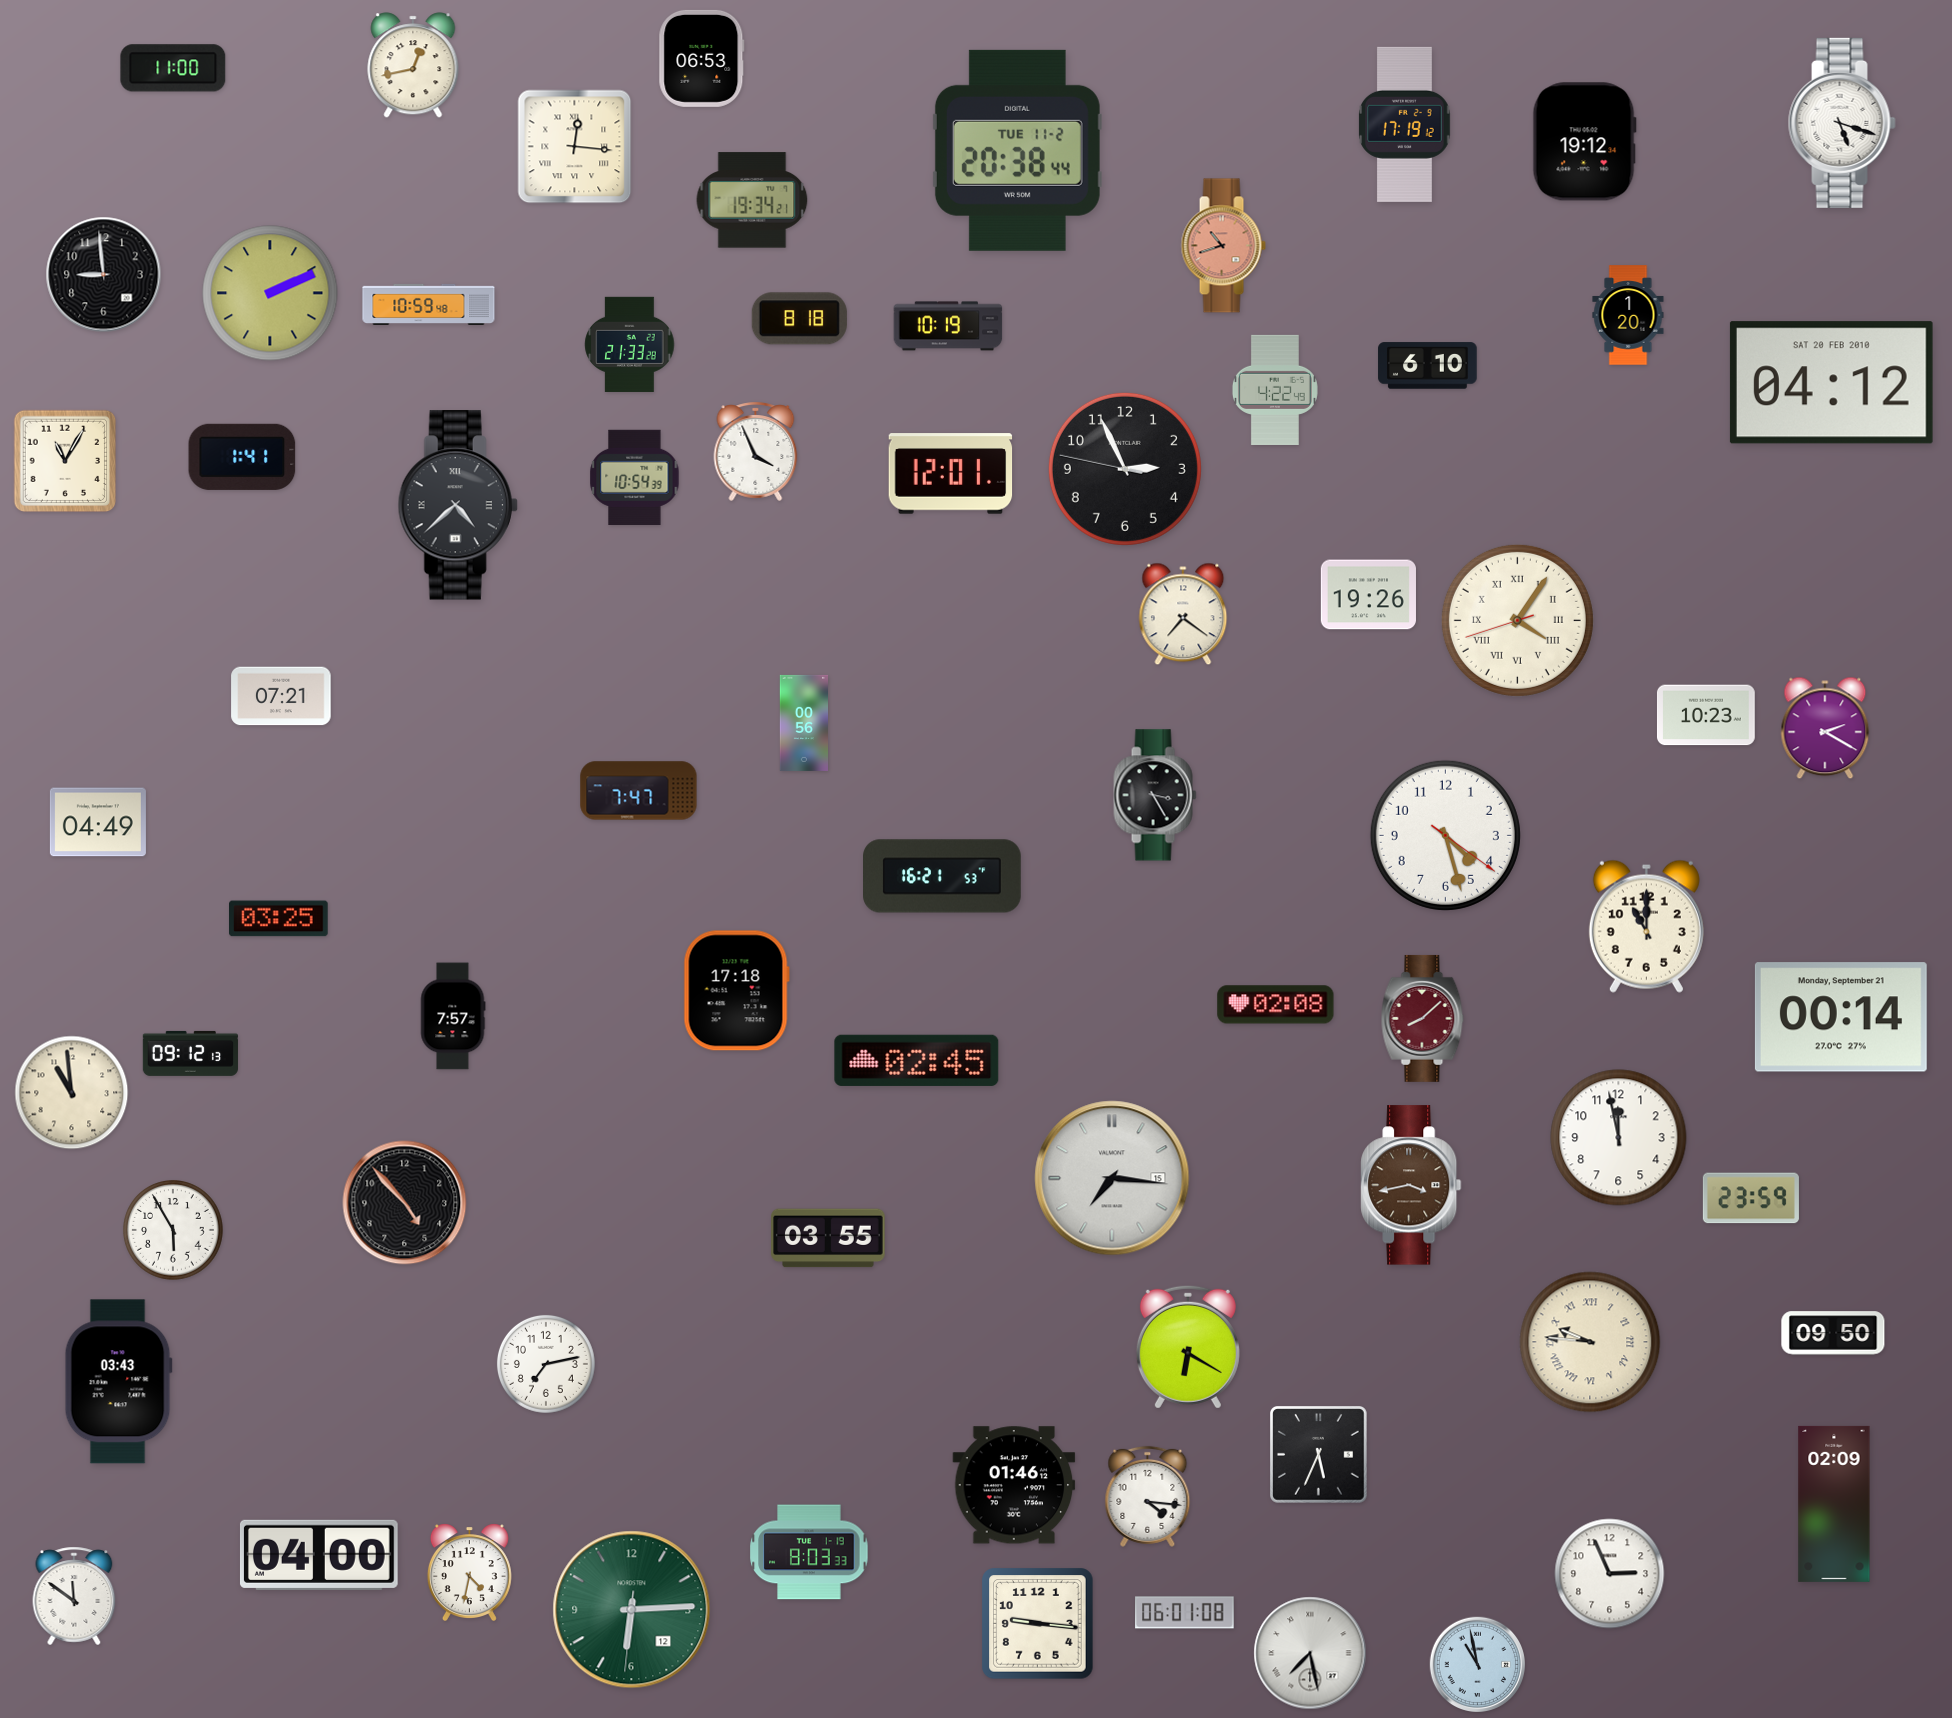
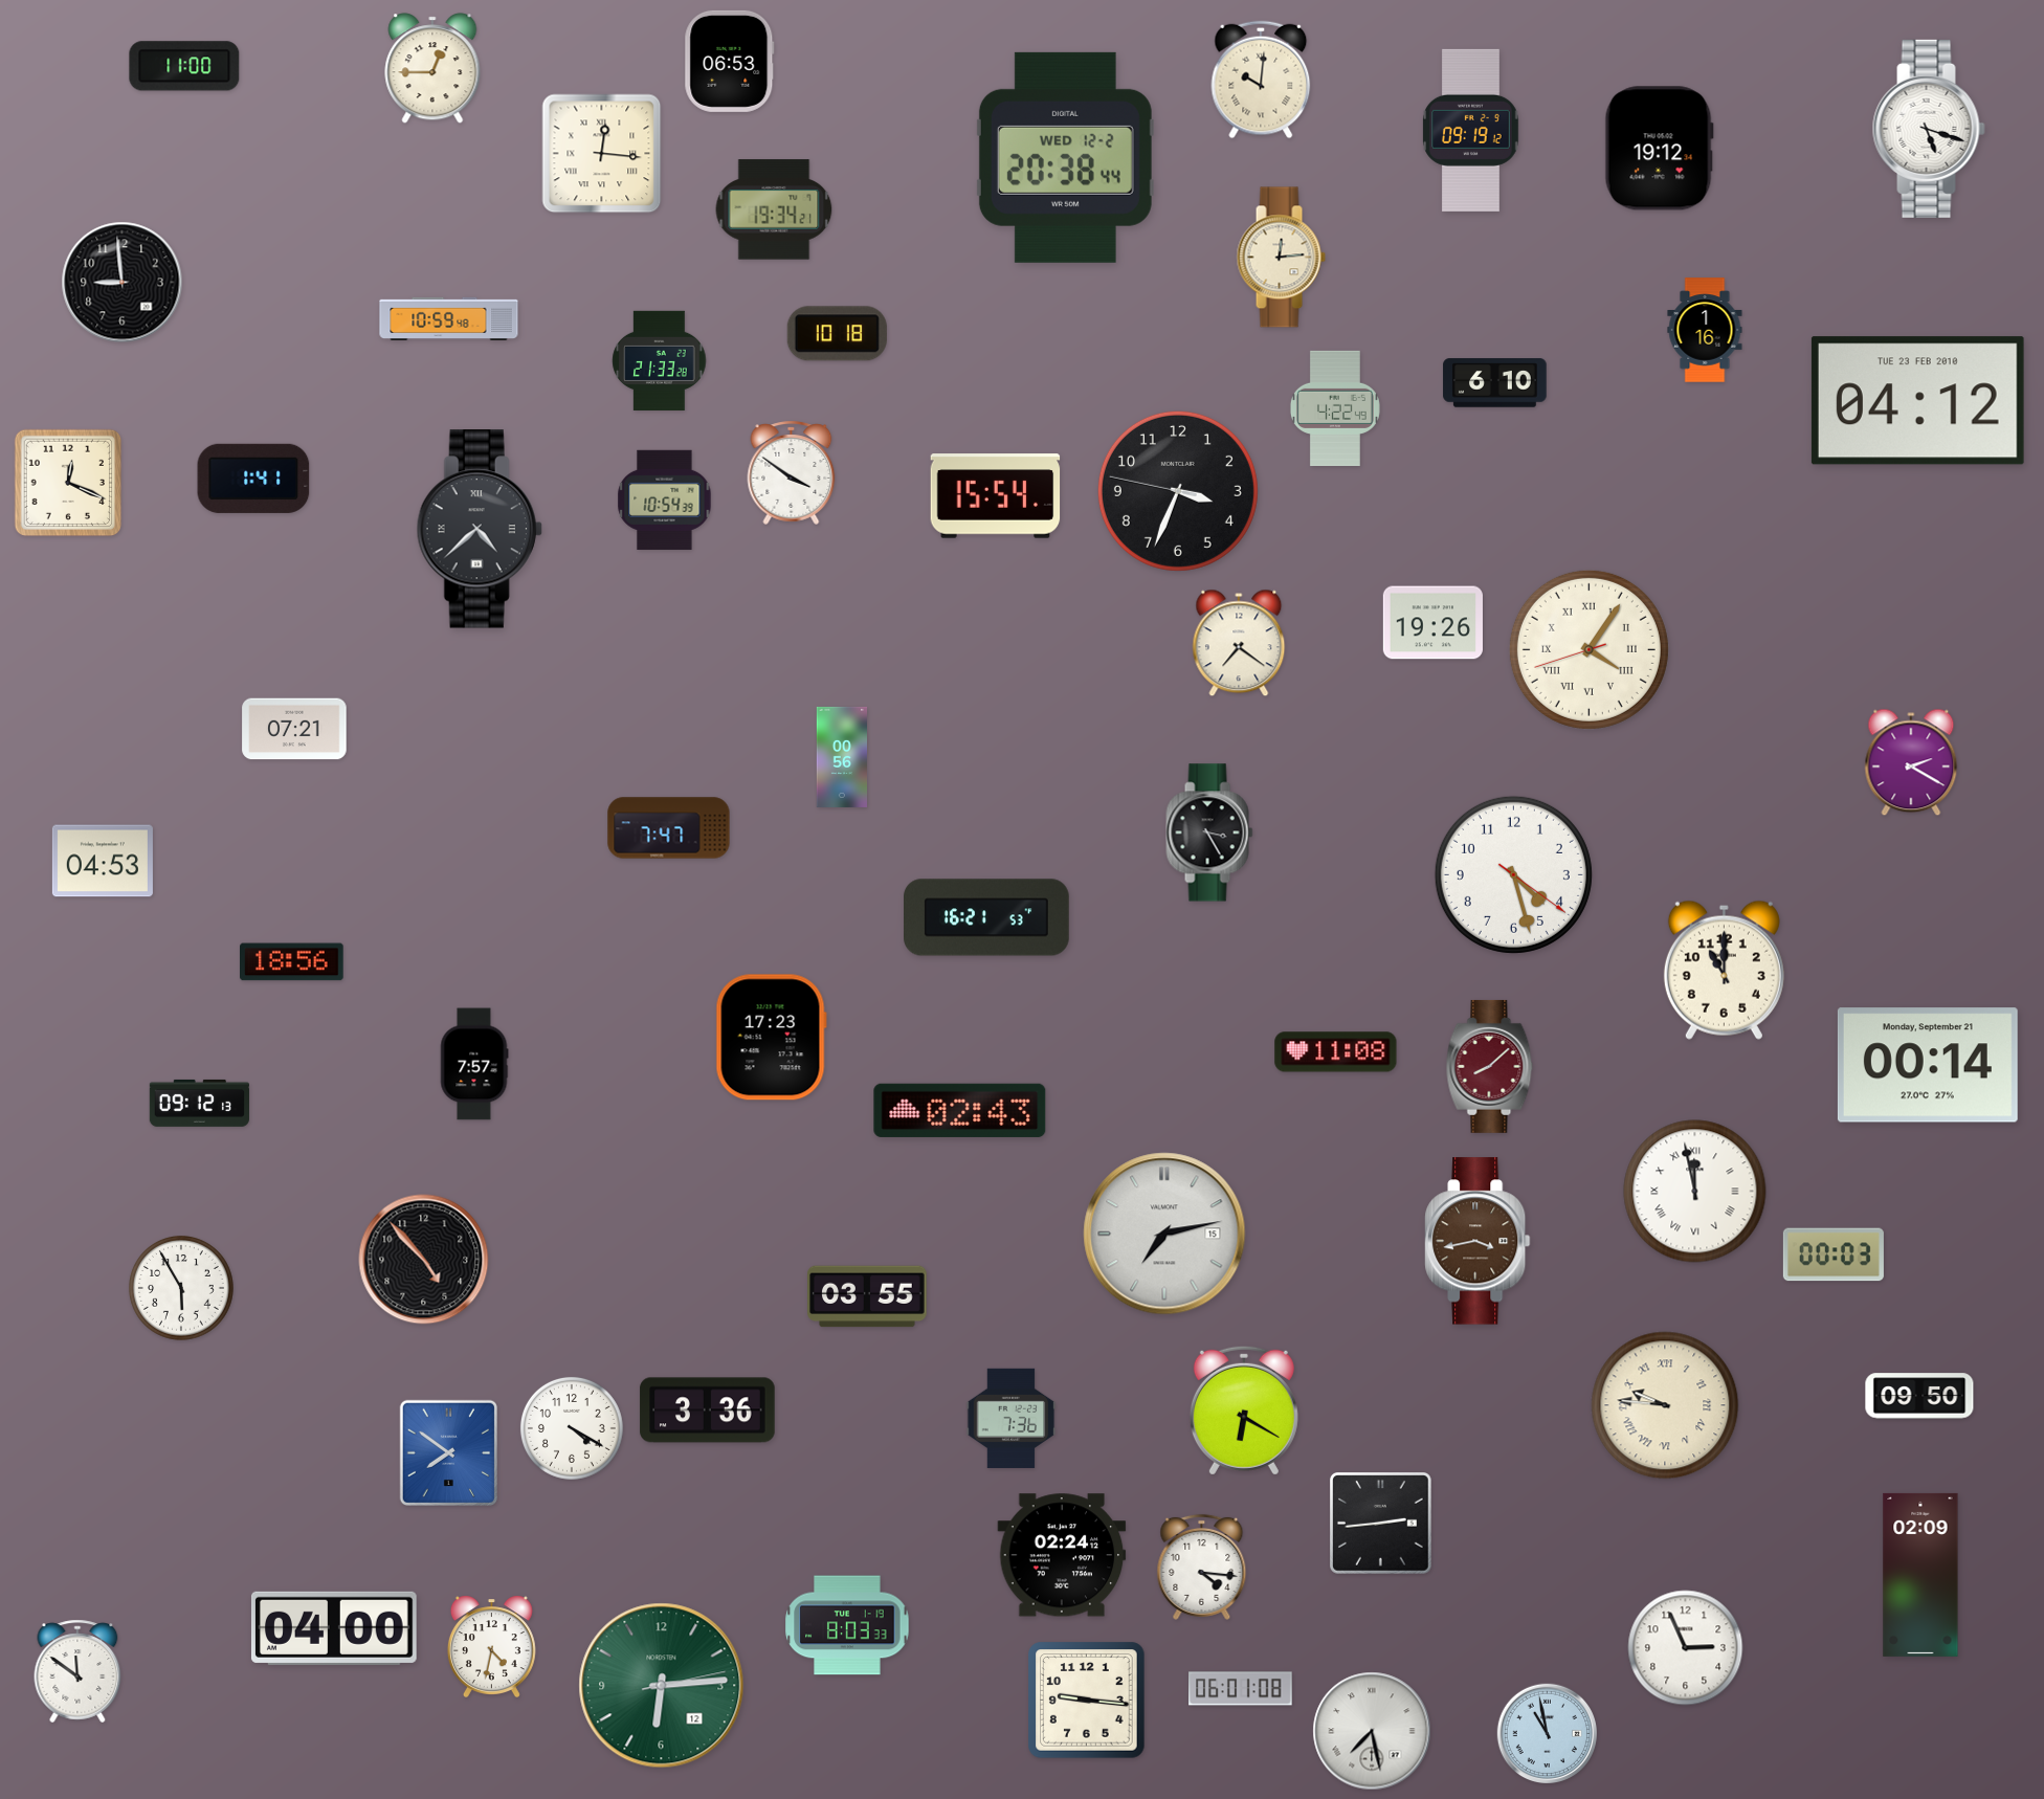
clock at (702, 58) position: (702, 58) -> (730, 61)
clock at (413, 65): 12:43 -> 12:45
clock at (173, 68) position: (173, 68) -> (184, 66)
clock at (1261, 80): none -> 10:01
clock at (1405, 124): 17:19 -> 09:19
clock at (1017, 150) date: TUE 11-2 -> WED 12-2
clock at (752, 200) position: (752, 200) -> (774, 209)
clock at (1223, 246): 10:42 -> 12:14
clock at (1223, 246) dial: salmon -> cream
clock at (104, 275) position: (104, 275) -> (123, 283)
clock at (270, 293): 2:11 -> none
clock at (1628, 315): 1:20 -> 1:16
clock at (799, 319): 8:18 -> 10:18
clock at (948, 326): 10:19 -> none
clock at (1831, 383) date: SAT 20 FEB 2010 -> TUE 23 FEB 2010
clock at (756, 451): 3:56 -> 3:51
clock at (65, 461): 11:05 -> 12:19
clock at (1125, 469): 2:55 -> 3:33
clock at (951, 474): 12:01 -> 15:54
clock at (1706, 715): 10:23 -> none
clock at (98, 822): 04:49 -> 04:53
clock at (279, 919): 03:25 -> 18:56
clock at (736, 991): 17:18 -> 17:23
clock at (1276, 1005): 02:08 -> 11:08
clock at (917, 1060): 02:45 -> 02:43
clock at (72, 1093): 10:59 -> none
clock at (1619, 1138) numerals: Arabic -> Roman
clock at (1112, 1178): 7:16 -> 7:13
clock at (1751, 1198): 23:59 -> 00:03
clock at (708, 1411): none -> 3:36
clock at (1012, 1418): none -> 7:36
clock at (546, 1364): 7:13 -> 4:20
clock at (118, 1382): 03:43 -> none
clock at (448, 1452): none -> 7:51
clock at (1319, 1455): 5:34 -> 2:44
clock at (1014, 1485): 01:46 -> 02:24
clock at (632, 1610): 6:14:31 -> 6:14:13
clock at (1477, 1664) position: (1477, 1664) -> (1547, 1733)
